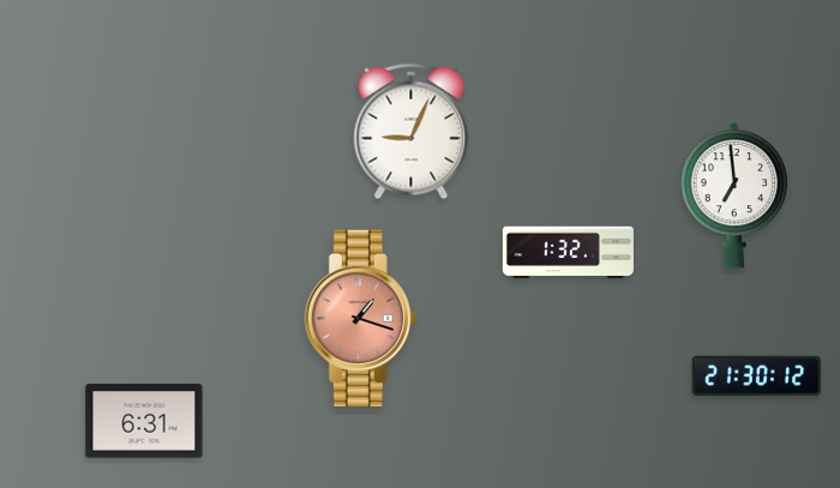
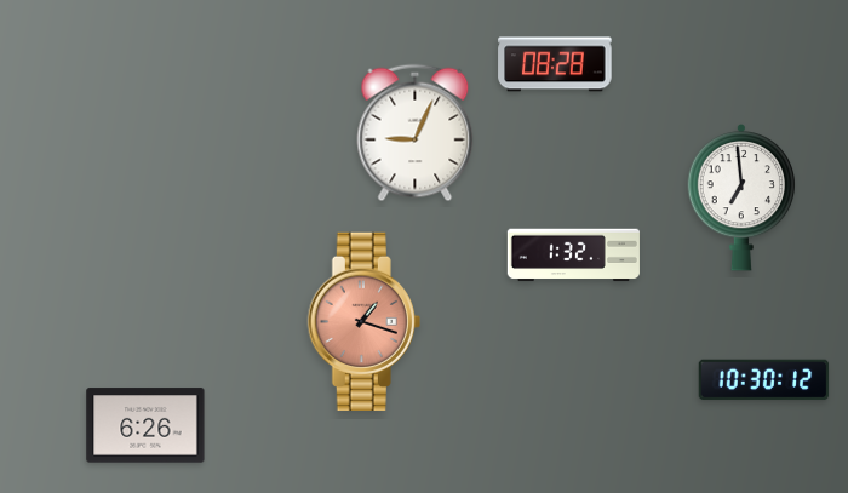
clock at (555, 64): none -> 08:28
clock at (757, 376): 21:30 -> 10:30
clock at (144, 421): 6:31 -> 6:26
